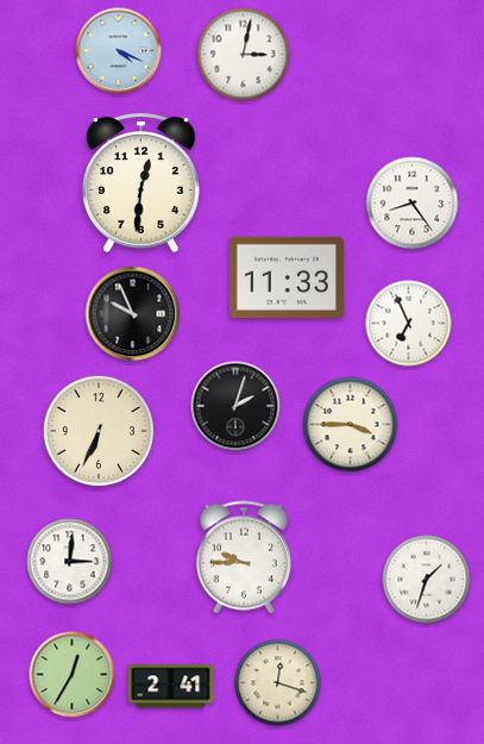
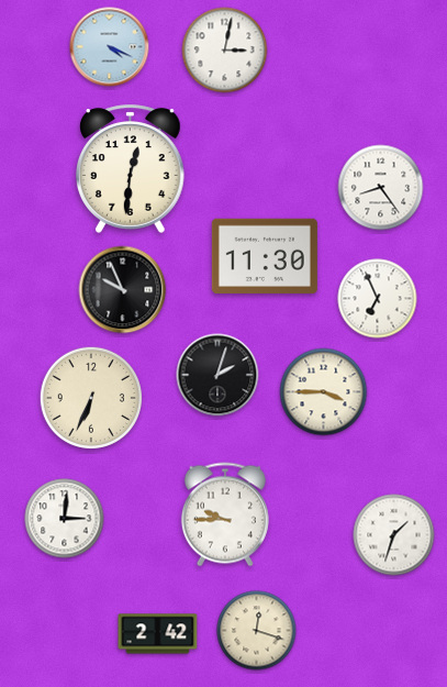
clock at (287, 277): 11:33 -> 11:30
clock at (73, 675): 12:35 -> none
clock at (171, 687): 2:41 -> 2:42
